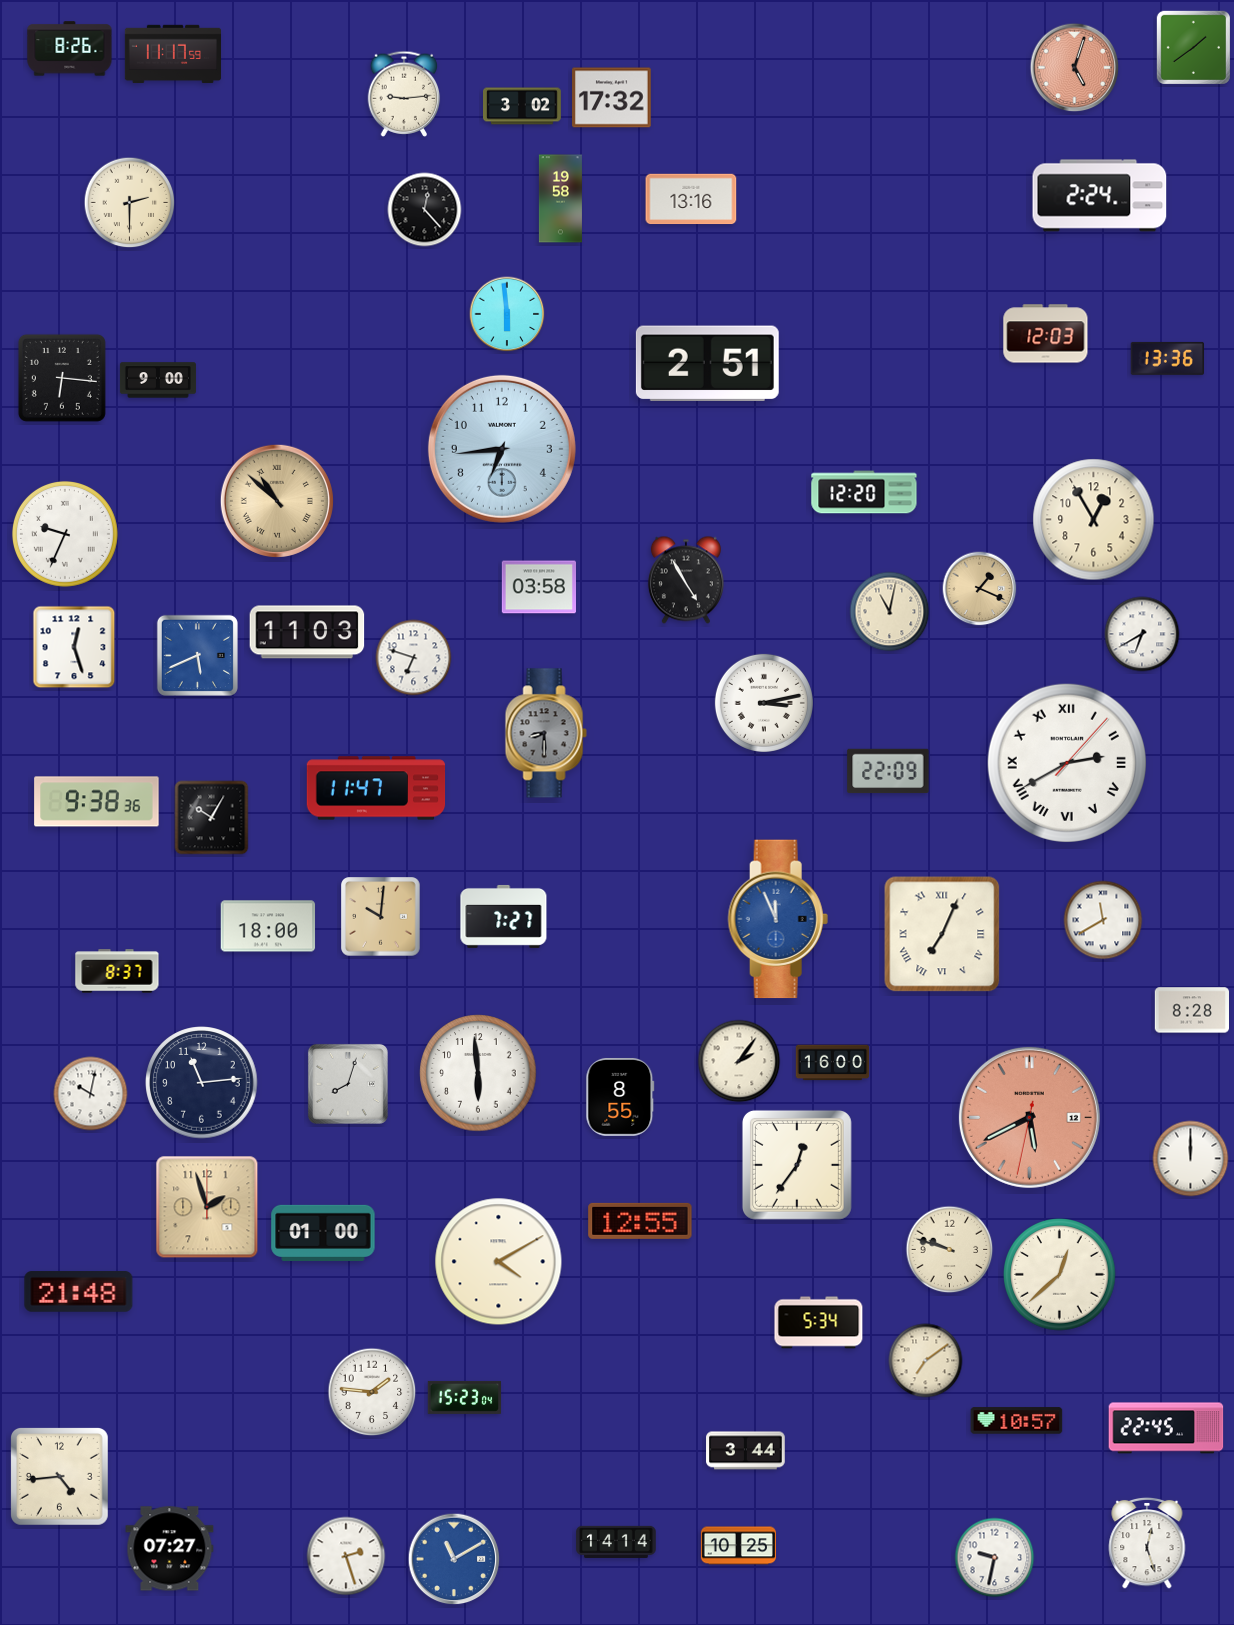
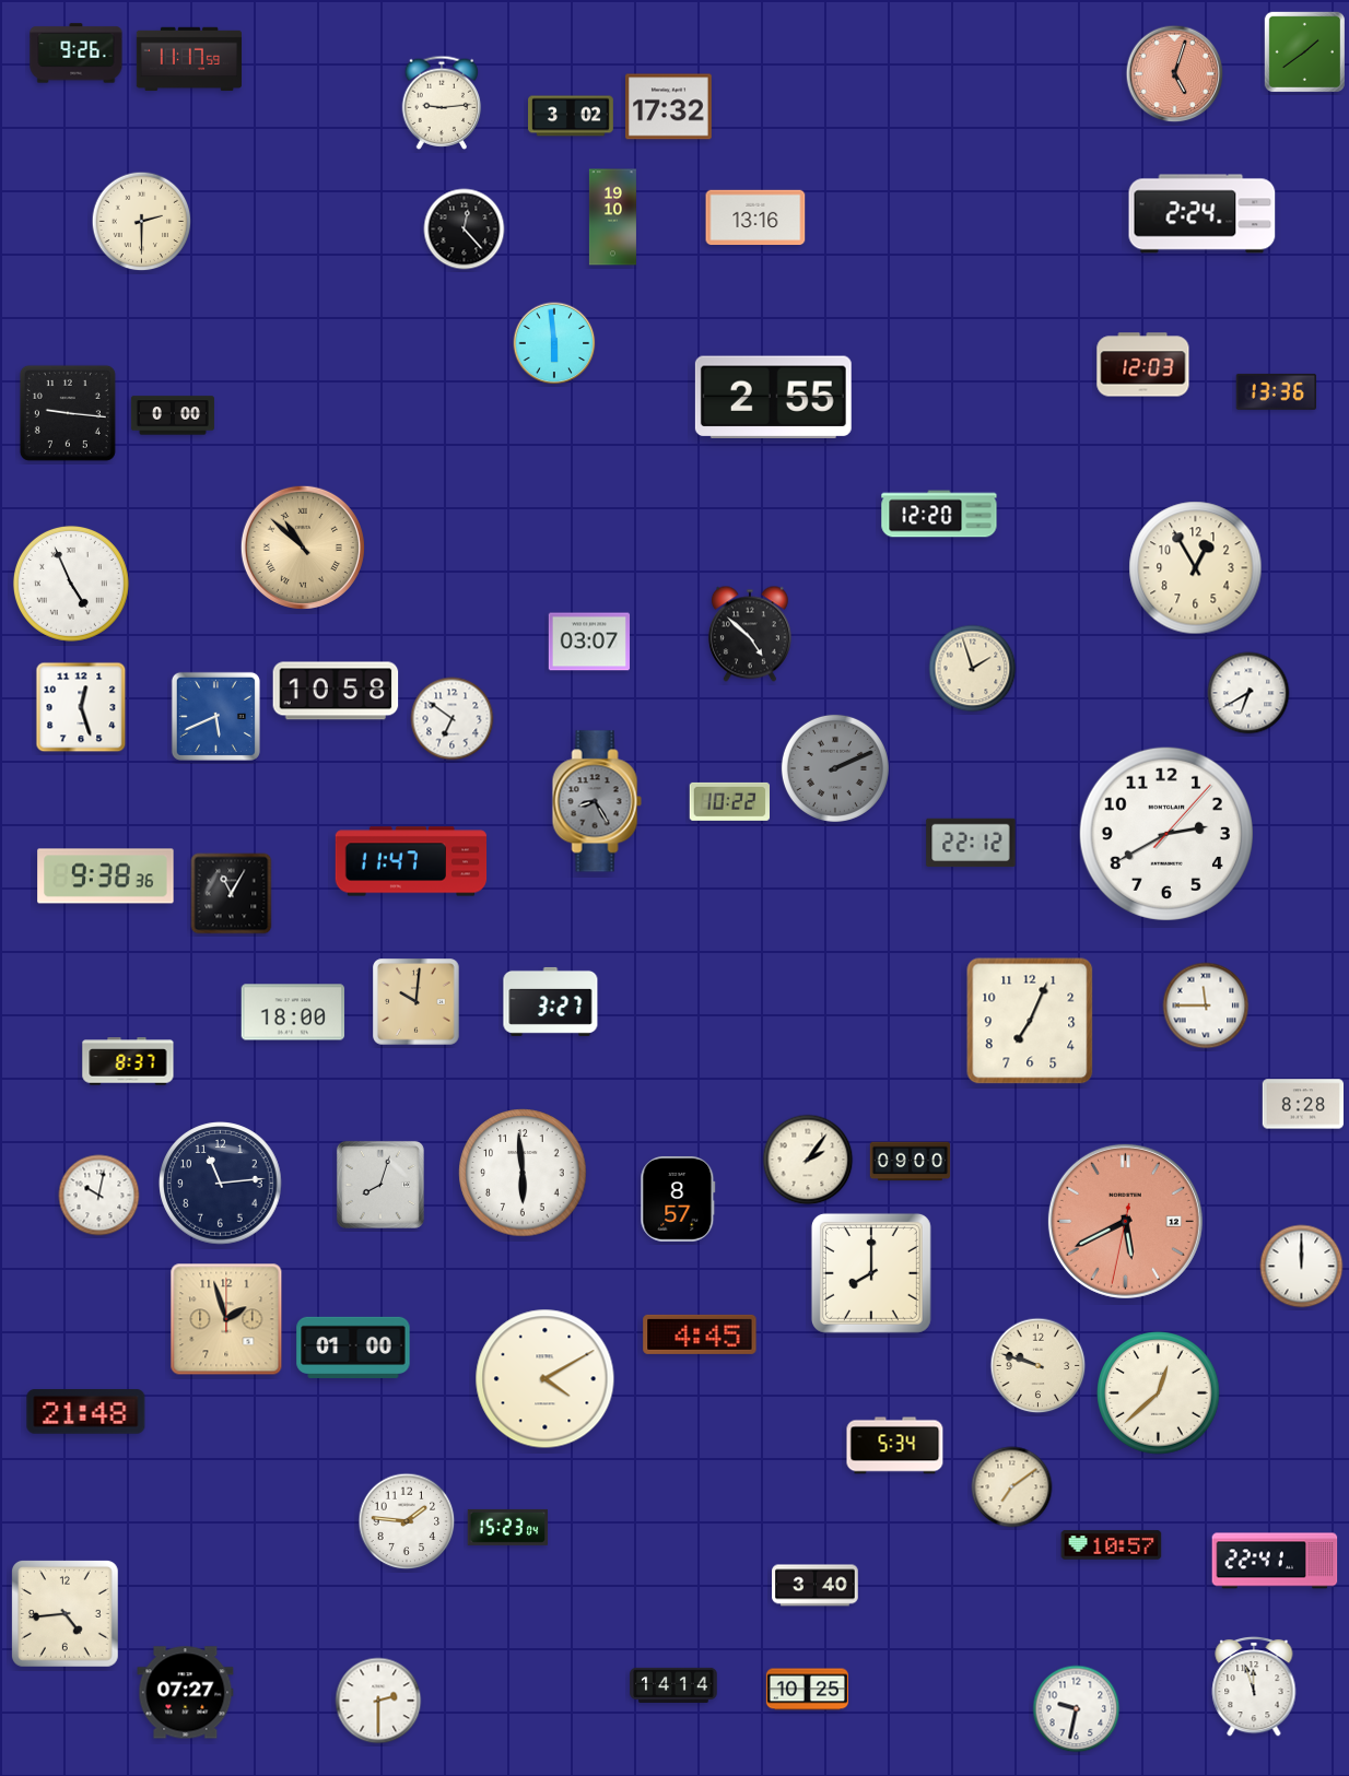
clock at (70, 49): 8:26 -> 9:26
clock at (560, 199): 19:58 -> 19:10
clock at (707, 364): 2:51 -> 2:55
clock at (62, 378): 6:16 -> 9:16
clock at (158, 380): 9:00 -> 0:00
clock at (502, 449): 6:44 -> none
clock at (864, 492) position: (864, 492) -> (939, 514)
clock at (65, 534): 9:34 -> 4:56
clock at (686, 580): 4:55 -> 4:52
clock at (538, 587): 03:58 -> 03:07
clock at (980, 589): 1:19 -> none
clock at (890, 612): 11:02 -> 1:57
clock at (307, 632): 11:03 -> 10:58
clock at (414, 658): 6:48 -> 6:51
clock at (764, 703): 3:13 -> 2:11
clock at (764, 703) dial: white -> grey
clock at (546, 733): 8:30 -> 8:25
clock at (730, 801): none -> 10:22
clock at (1067, 763) numerals: Roman -> Arabic
clock at (888, 771): 22:09 -> 22:12
clock at (212, 818): 10:05 -> 11:05
clock at (504, 916): 7:27 -> 3:27
clock at (778, 919): 11:56 -> none
clock at (1103, 920): 11:40 -> 11:45
clock at (942, 934) numerals: Roman -> Arabic
clock at (833, 1063): 16:00 -> 09:00
clock at (620, 1097): 8:55 -> 8:57
clock at (797, 1165): 12:36 -> 8:00
clock at (640, 1221): 12:55 -> 4:45
clock at (1017, 1421) position: (1017, 1421) -> (1112, 1545)
clock at (1166, 1428): 22:45 -> 22:41
clock at (746, 1451): 3:44 -> 3:40
clock at (1147, 1543): 12:27 -> 11:57
clock at (346, 1556): 2:27 -> 2:30
clock at (995, 1558) position: (995, 1558) -> (1077, 1709)
clock at (454, 1559): 11:10 -> none
